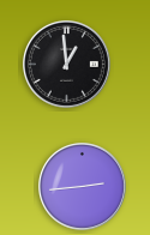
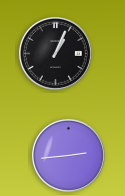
clock at (66, 64): 12:59 -> 1:04
